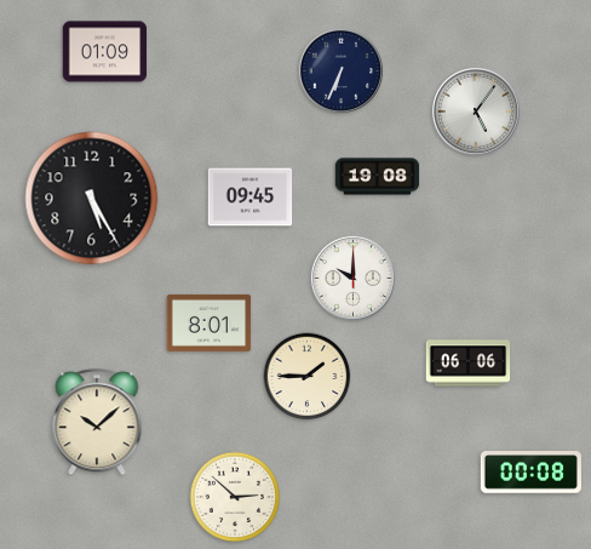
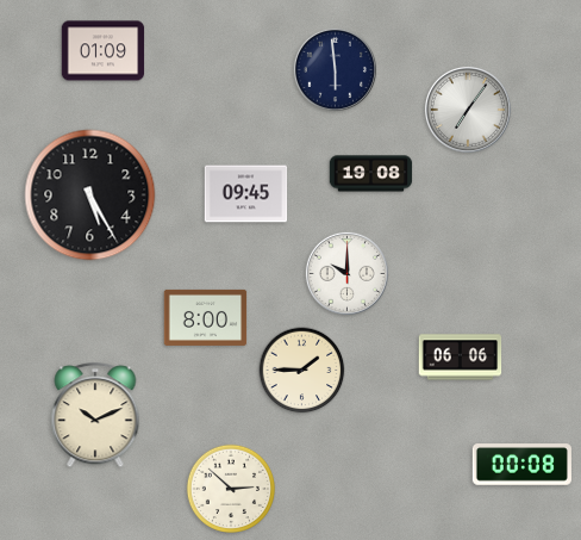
clock at (340, 70): 6:34 -> 5:59
clock at (476, 111): 5:06 -> 7:06
clock at (210, 322): 8:01 -> 8:00
clock at (97, 423): 10:08 -> 10:11
